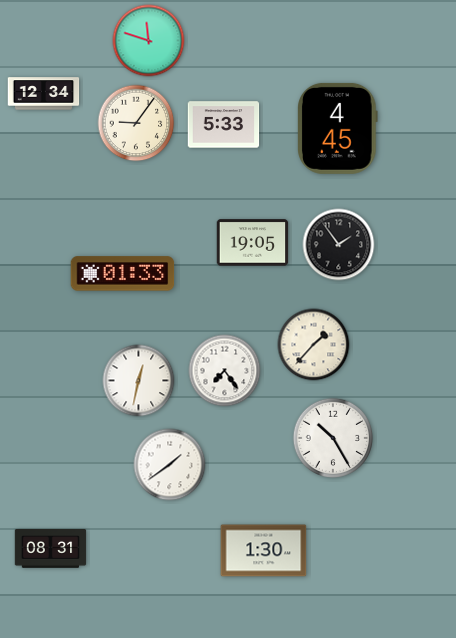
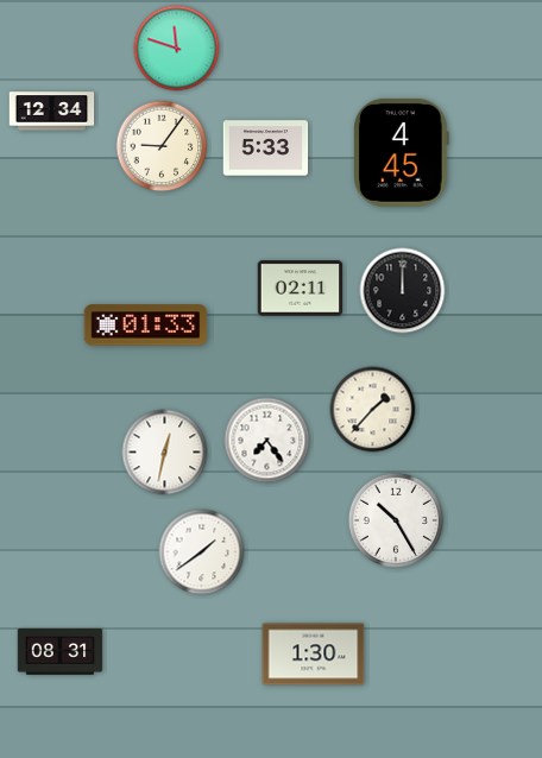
clock at (253, 243): 19:05 -> 02:11
clock at (339, 245): 1:54 -> 12:00
